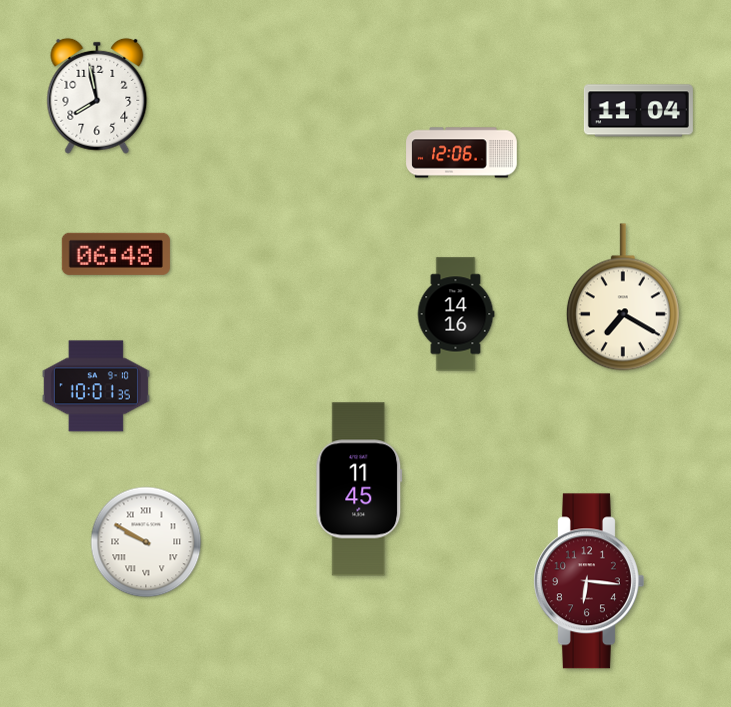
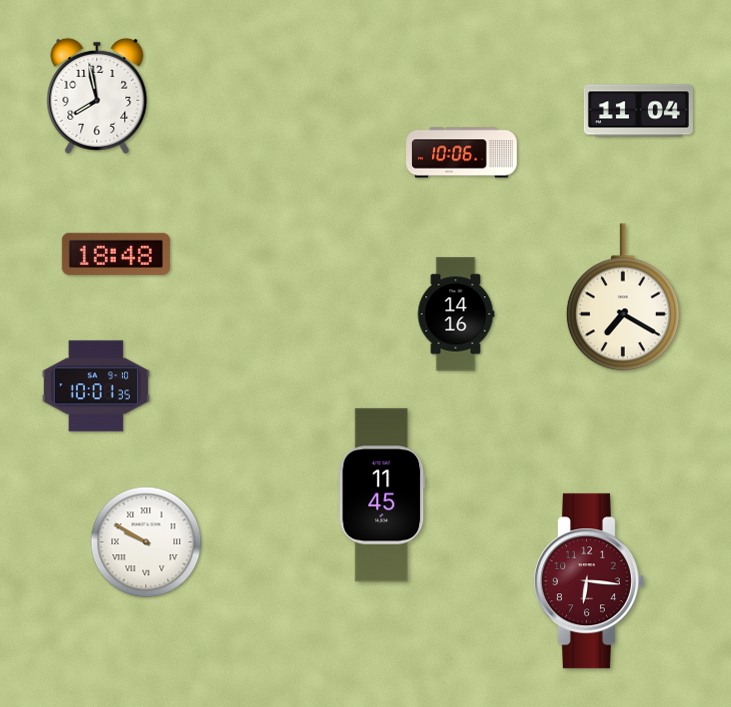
clock at (462, 153): 12:06 -> 10:06
clock at (116, 254): 06:48 -> 18:48
clock at (359, 489) position: (359, 489) -> (382, 495)
